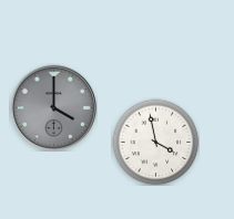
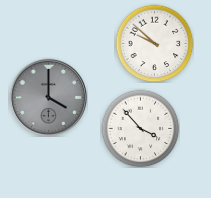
clock at (154, 43): none -> 9:52
clock at (155, 142): 3:58 -> 3:53
